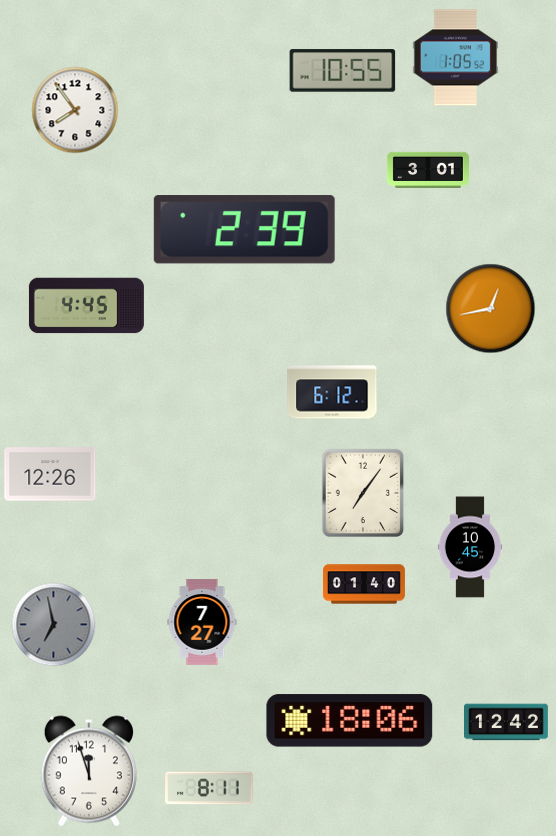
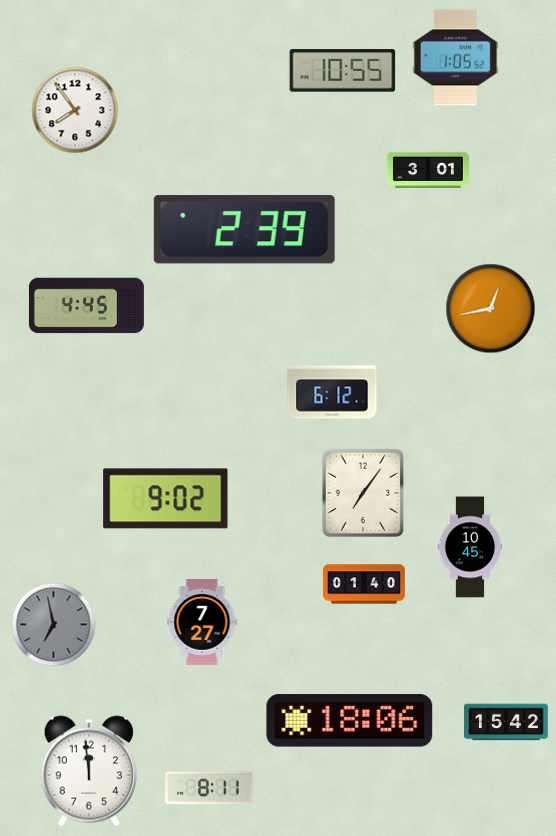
clock at (50, 474): 12:26 -> none
clock at (166, 499): none -> 9:02
clock at (507, 722): 12:42 -> 15:42
clock at (89, 771): 11:57 -> 11:59
